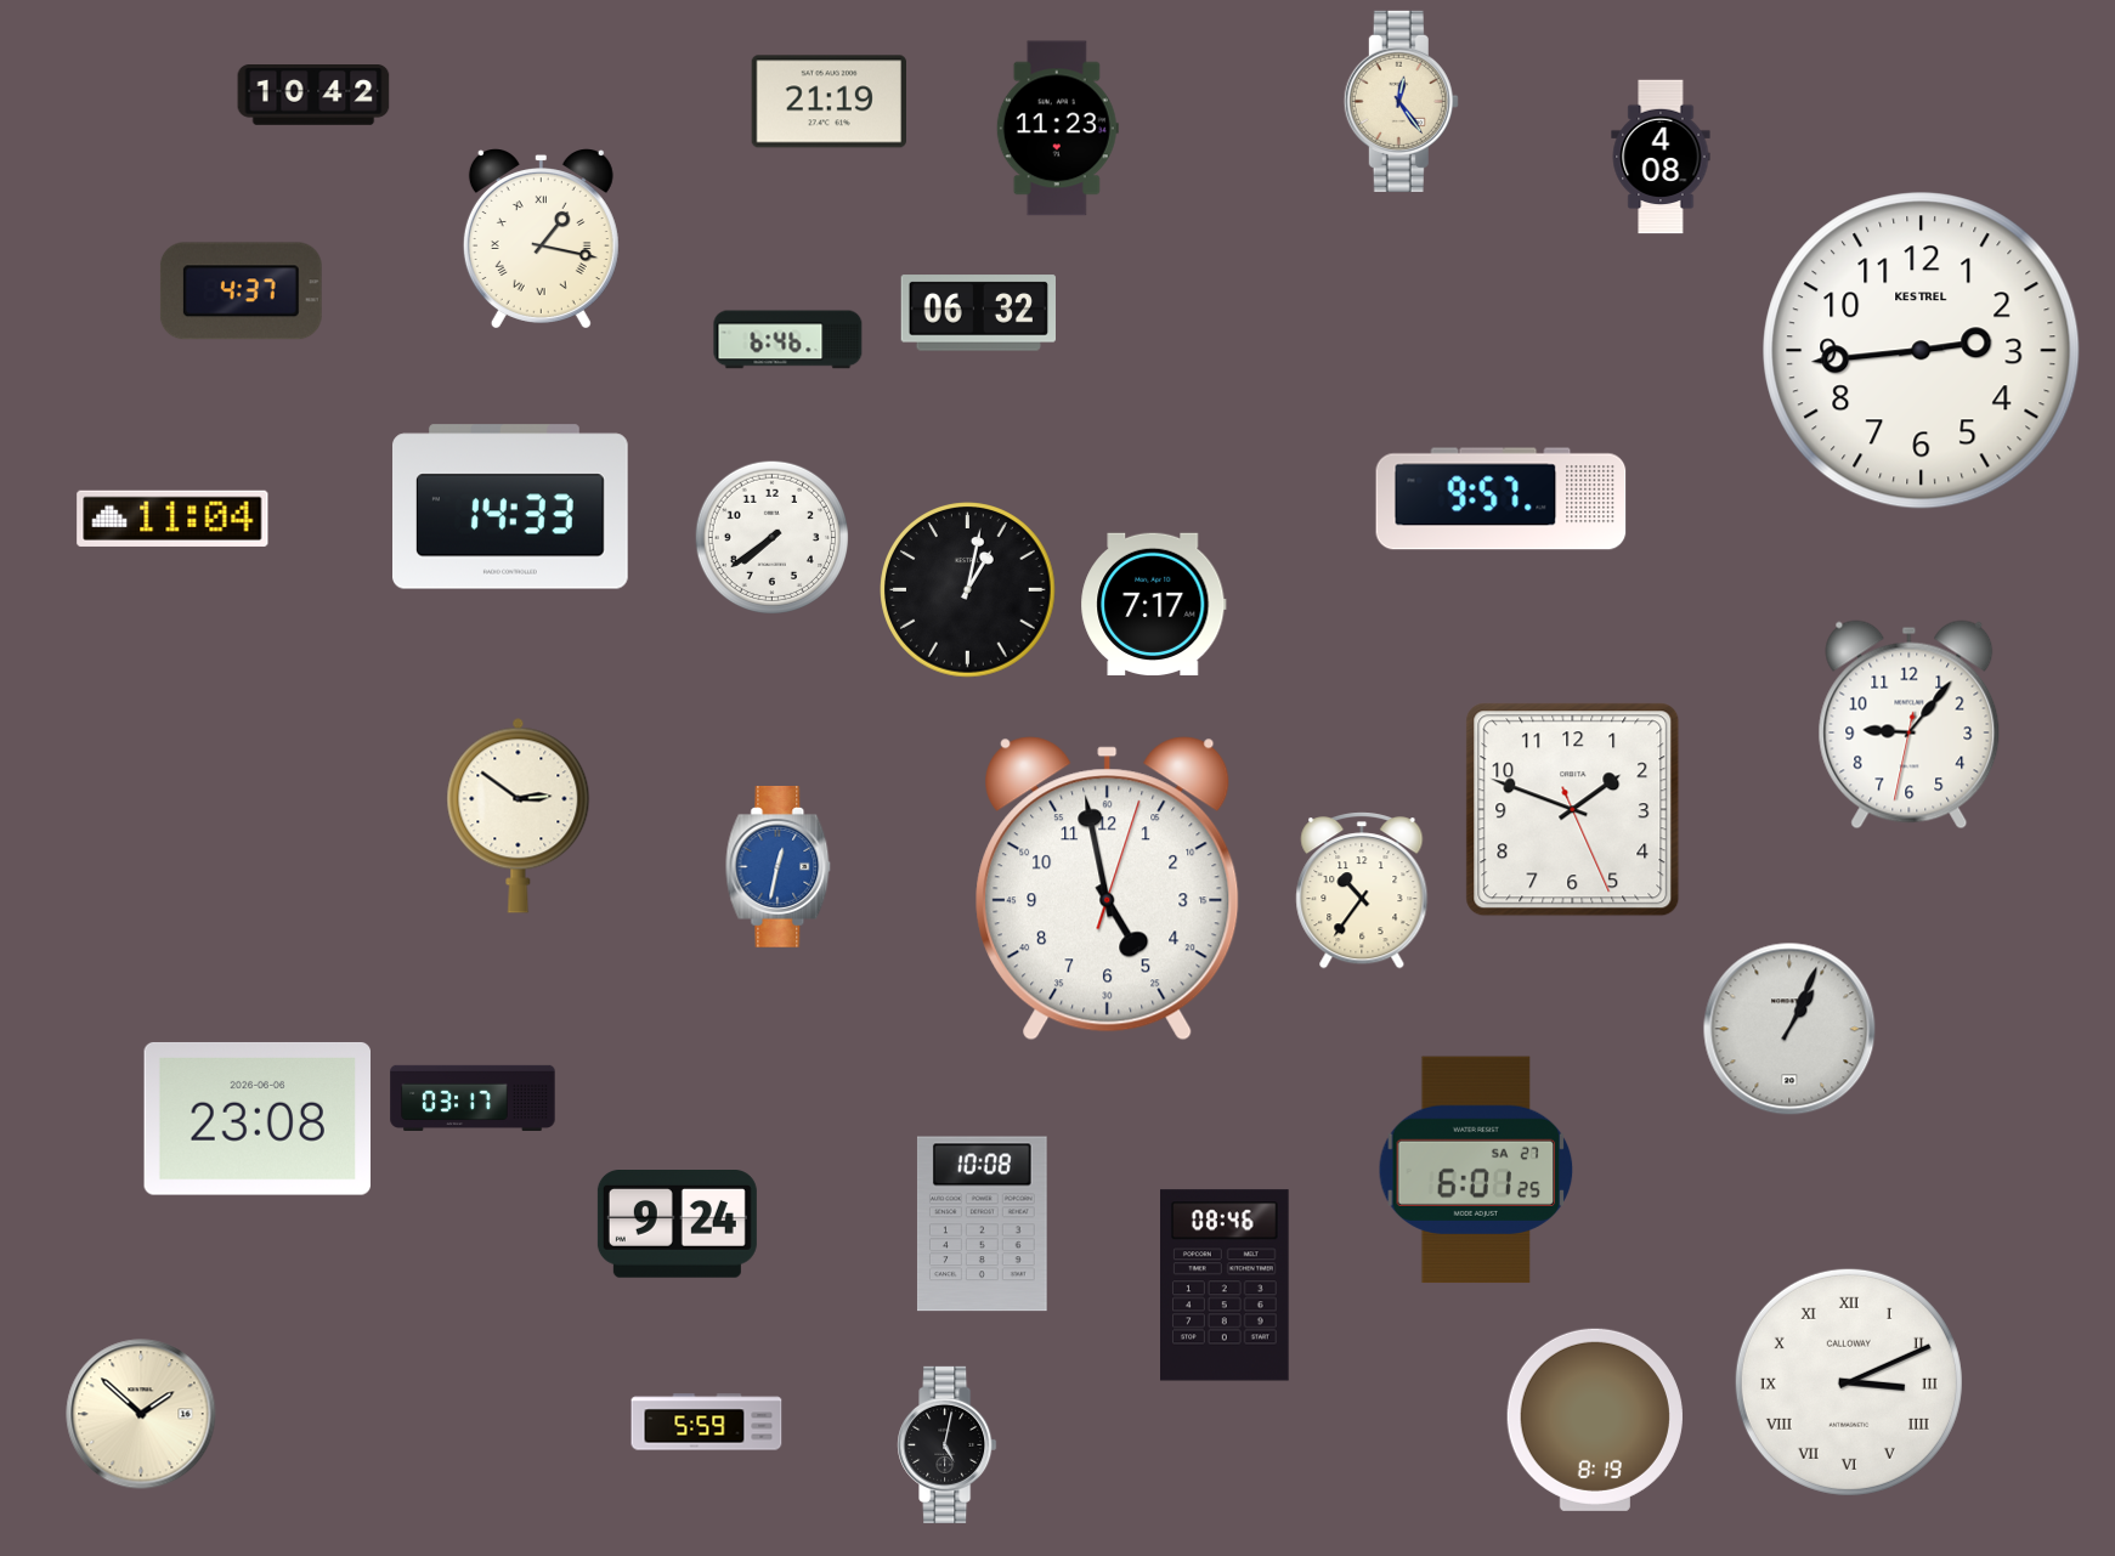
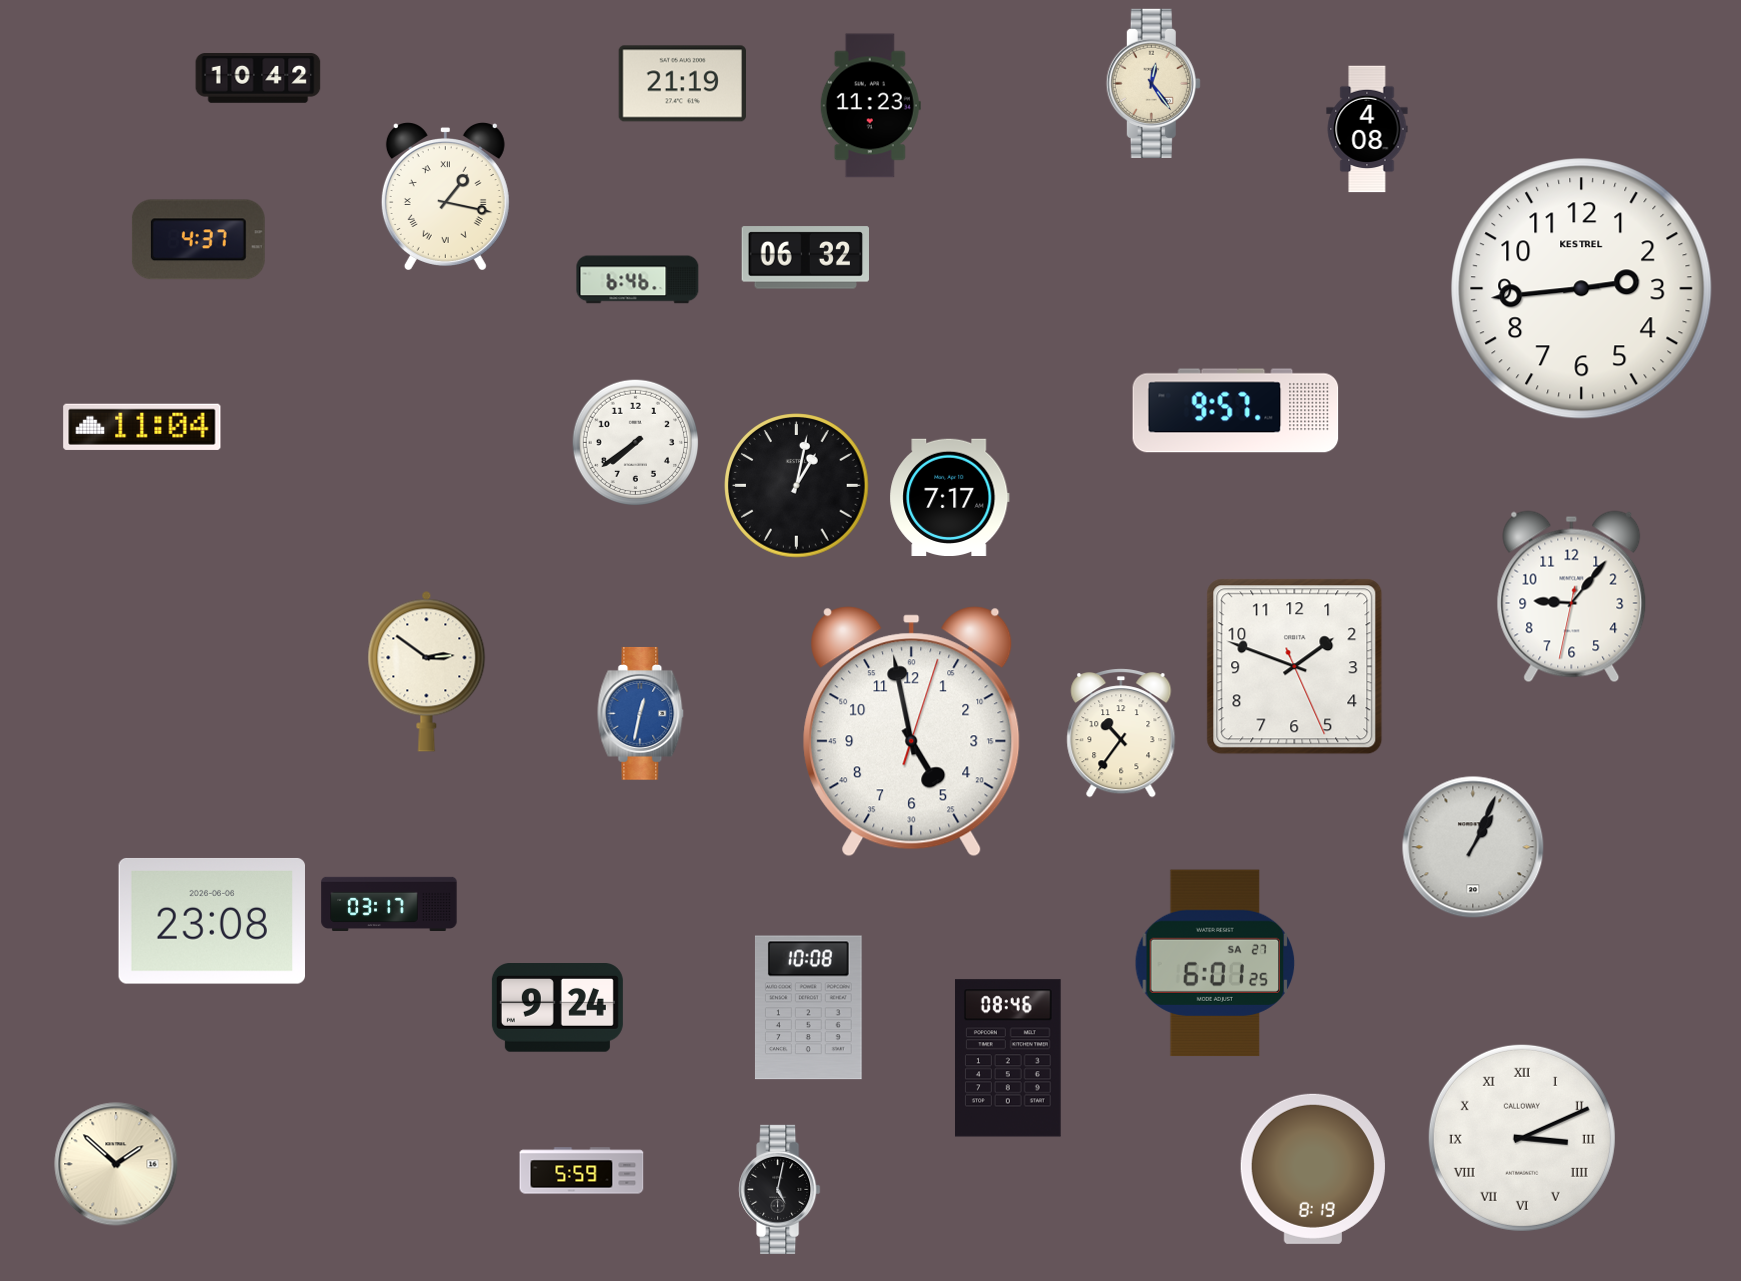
clock at (788, 340) position: (788, 340) -> (638, 280)
clock at (511, 507): 14:33 -> none
